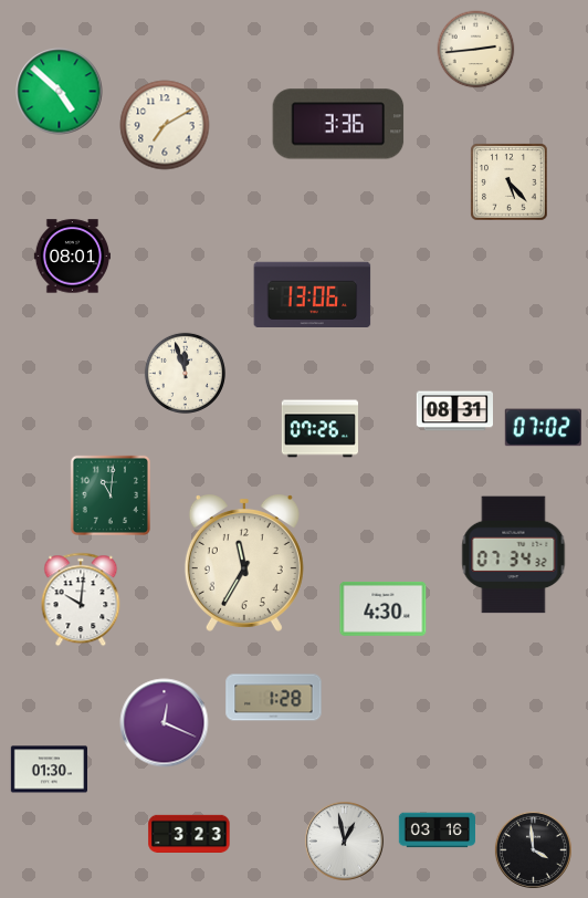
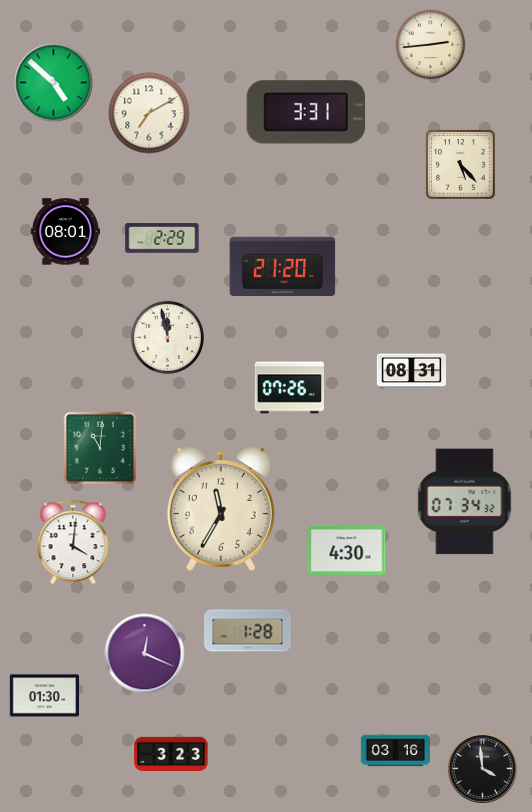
clock at (338, 124): 3:36 -> 3:31
clock at (162, 238): none -> 2:29
clock at (313, 294): 13:06 -> 21:20
clock at (185, 373): 11:57 -> 11:58
clock at (543, 428): 07:02 -> none
clock at (81, 599): 10:01 -> 4:01
clock at (165, 723) position: (165, 723) -> (145, 654)
clock at (344, 840): 12:58 -> none
